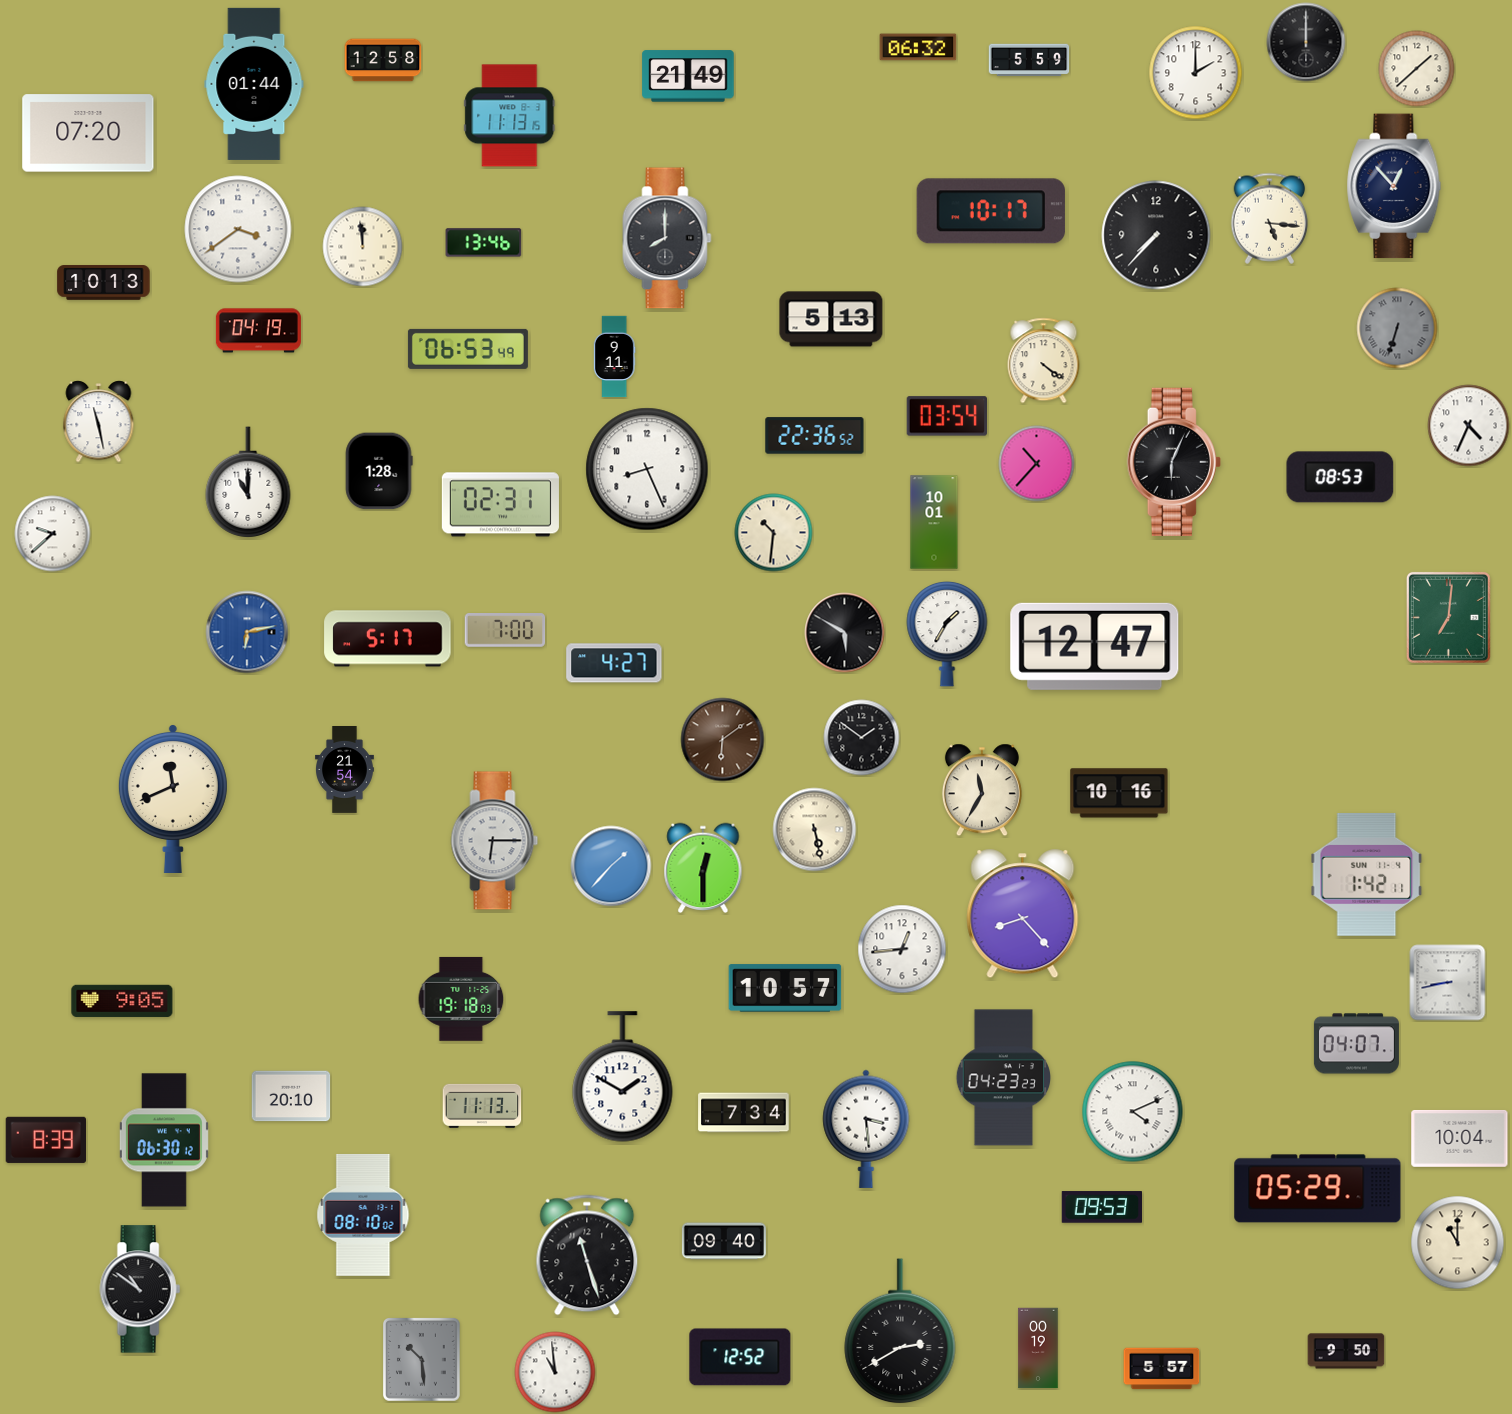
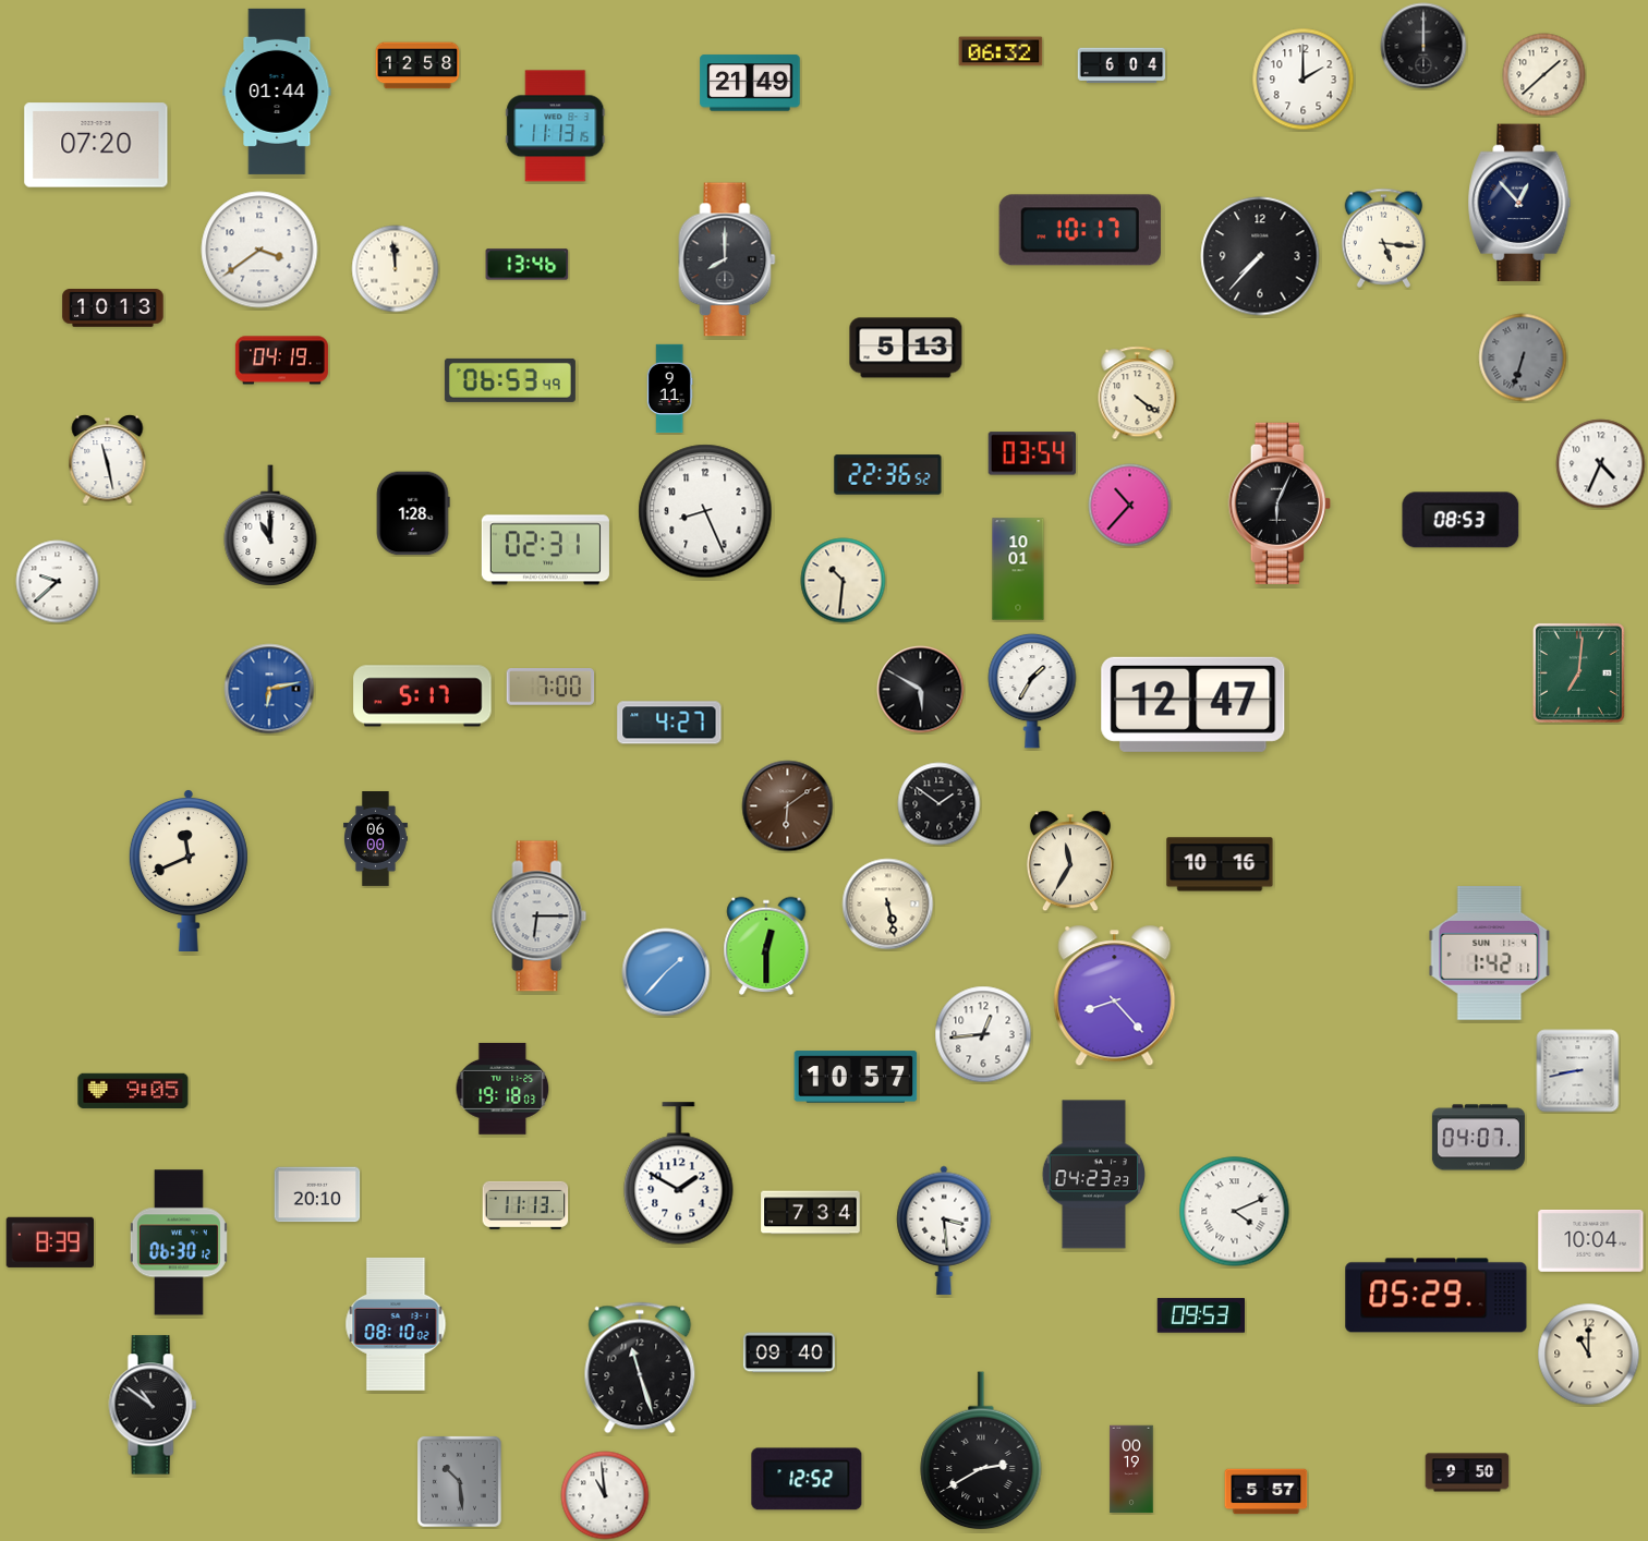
clock at (1029, 60): 5:59 -> 6:04
clock at (345, 770): 21:54 -> 06:00
clock at (611, 866) position: (611, 866) -> (666, 972)
